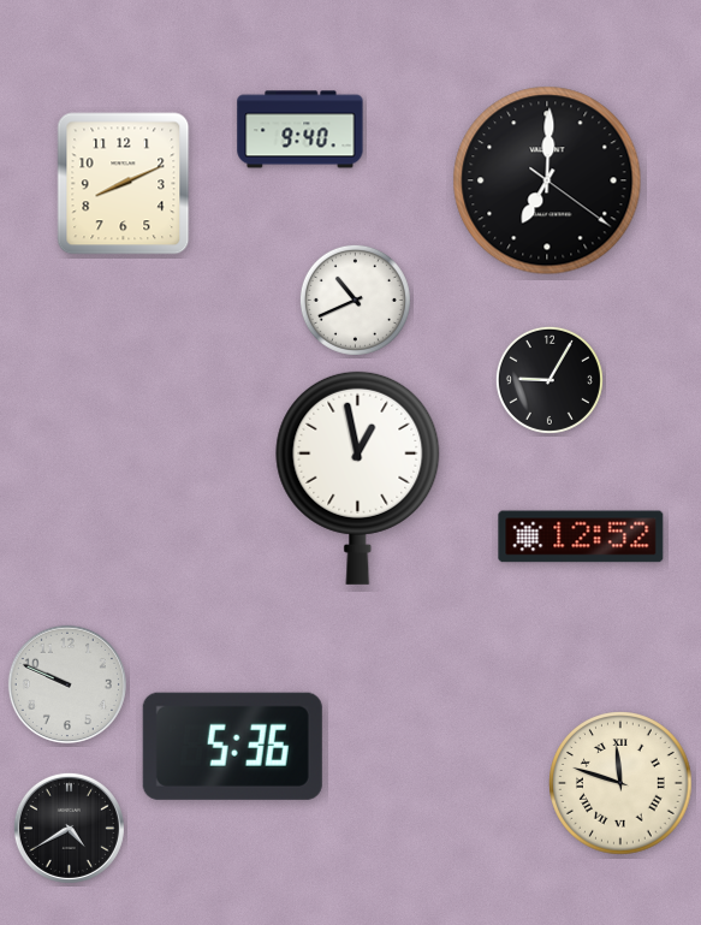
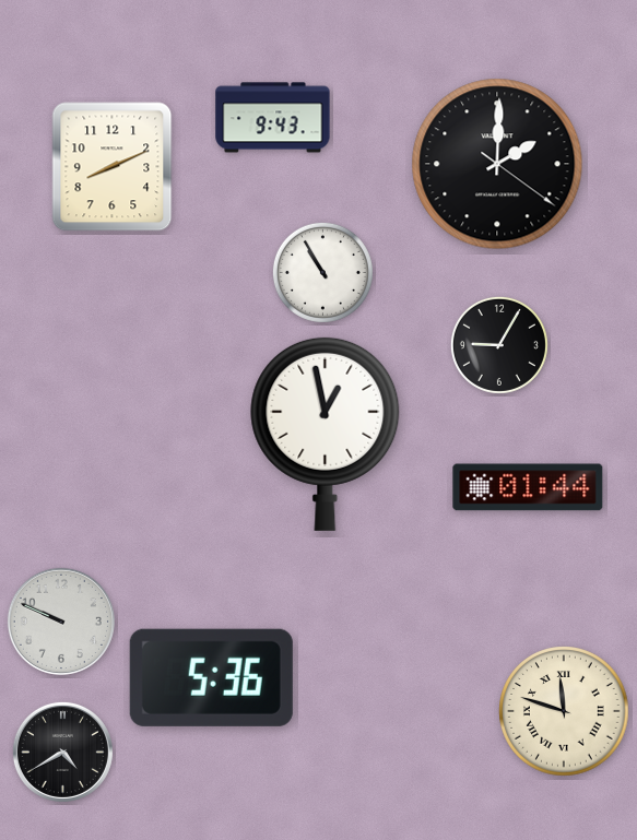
clock at (301, 130): 9:40 -> 9:43
clock at (547, 180): 7:00 -> 2:00
clock at (355, 300): 10:41 -> 10:55
clock at (581, 536): 12:52 -> 01:44
